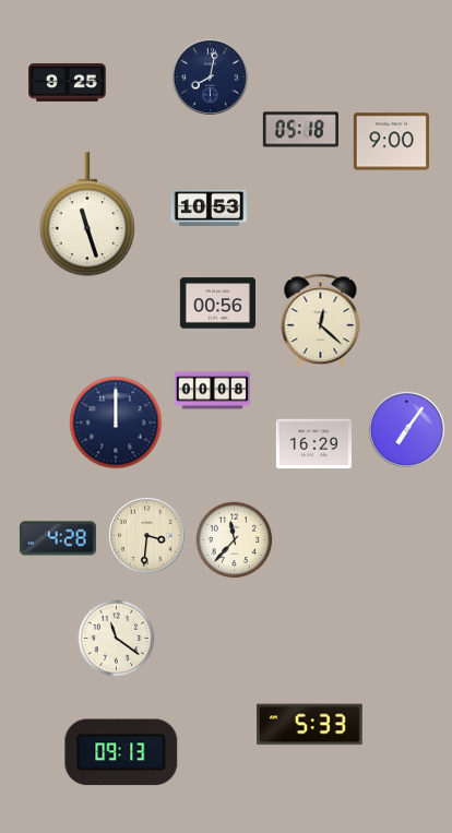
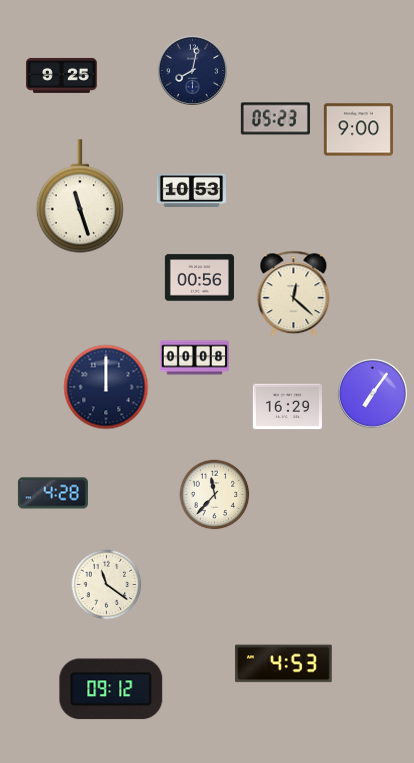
clock at (300, 130): 05:18 -> 05:23
clock at (146, 535): 3:31 -> none
clock at (310, 725): 5:33 -> 4:53
clock at (121, 752): 09:13 -> 09:12
